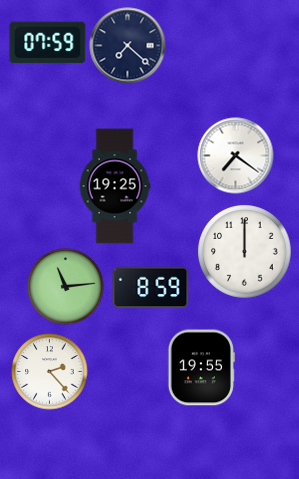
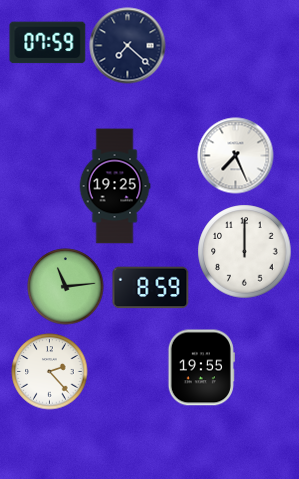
clock at (236, 156): 7:21 -> 7:26
